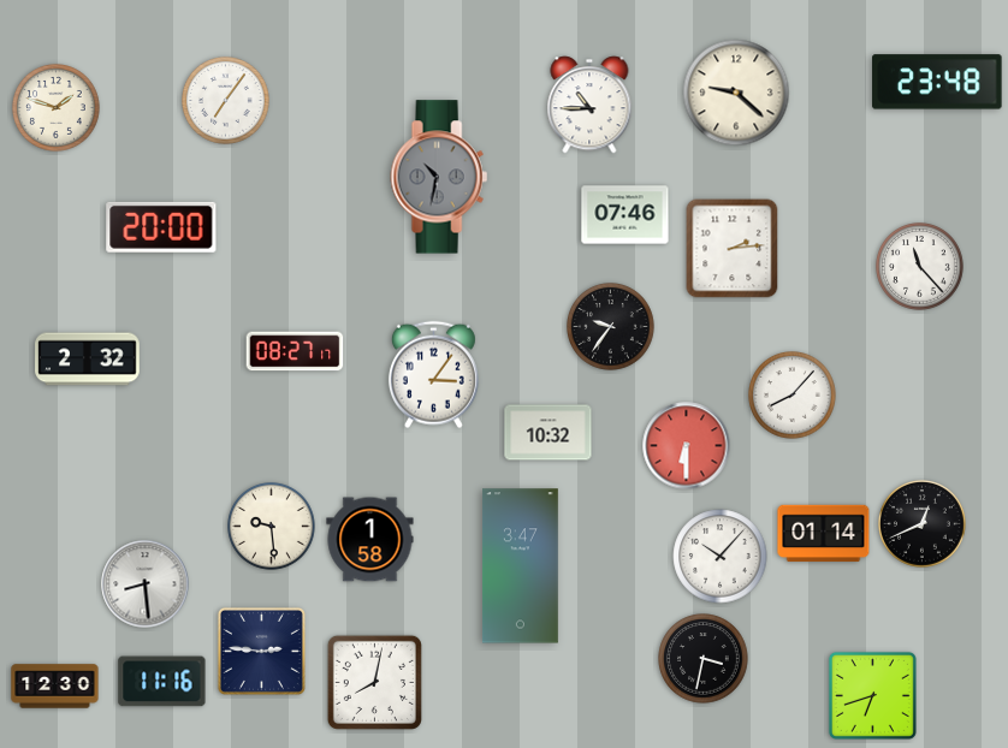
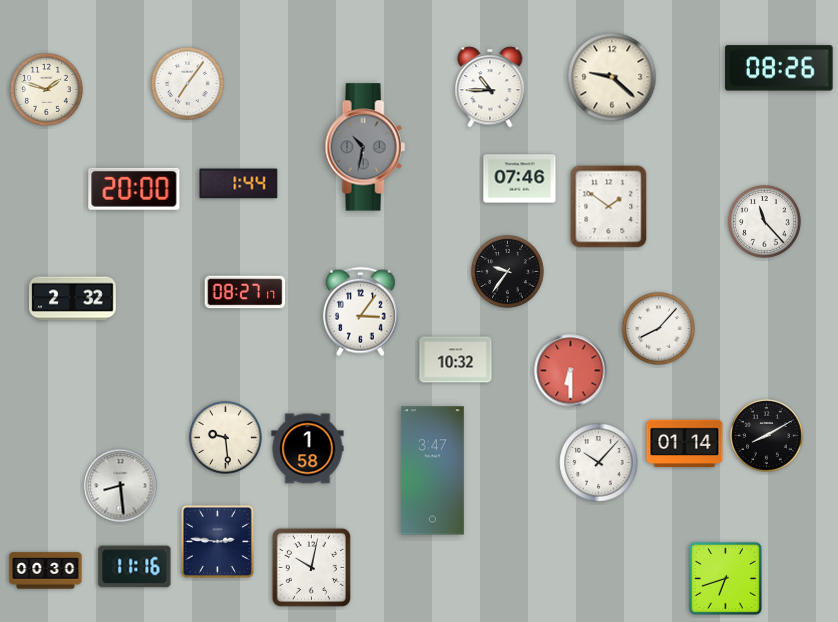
clock at (937, 82): 23:48 -> 08:26
clock at (239, 184): none -> 1:44
clock at (733, 249): 2:14 -> 1:51
clock at (923, 524): 12:41 -> 8:10
clock at (704, 659): 3:32 -> none
clock at (374, 682): 8:02 -> 10:02
clock at (55, 687): 12:30 -> 00:30
